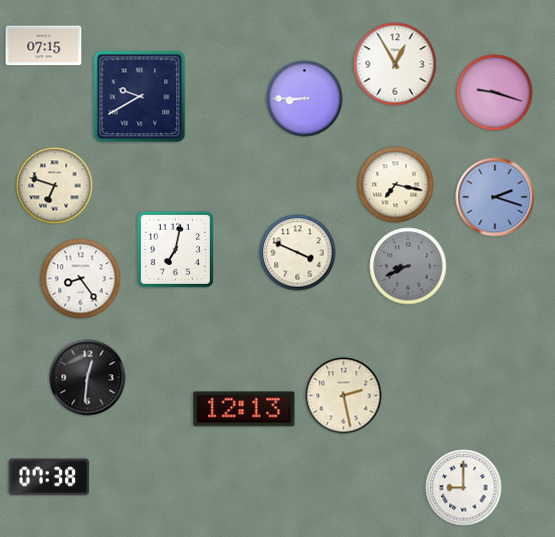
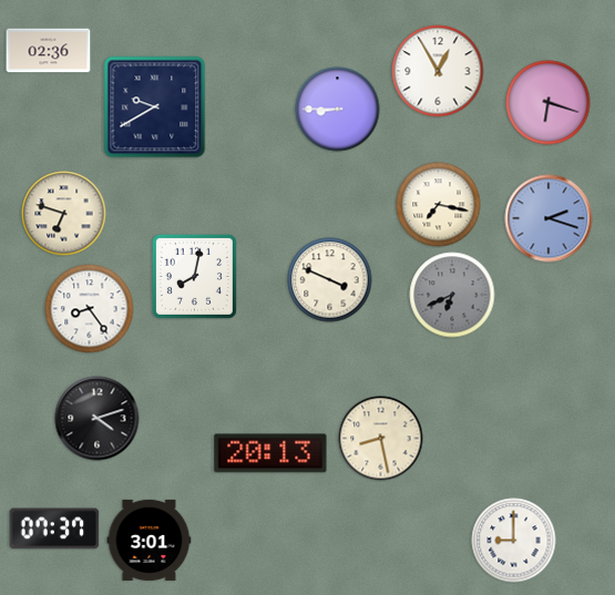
clock at (44, 46): 07:15 -> 02:36
clock at (495, 93): 9:18 -> 6:18
clock at (55, 186) position: (55, 186) -> (64, 214)
clock at (175, 249): 7:02 -> 8:02
clock at (408, 266): 8:41 -> 6:41
clock at (88, 378): 12:31 -> 4:12
clock at (344, 396): 2:28 -> 8:28
clock at (244, 409): 12:13 -> 20:13
clock at (49, 477): 07:38 -> 07:37
clock at (150, 540): none -> 3:01
